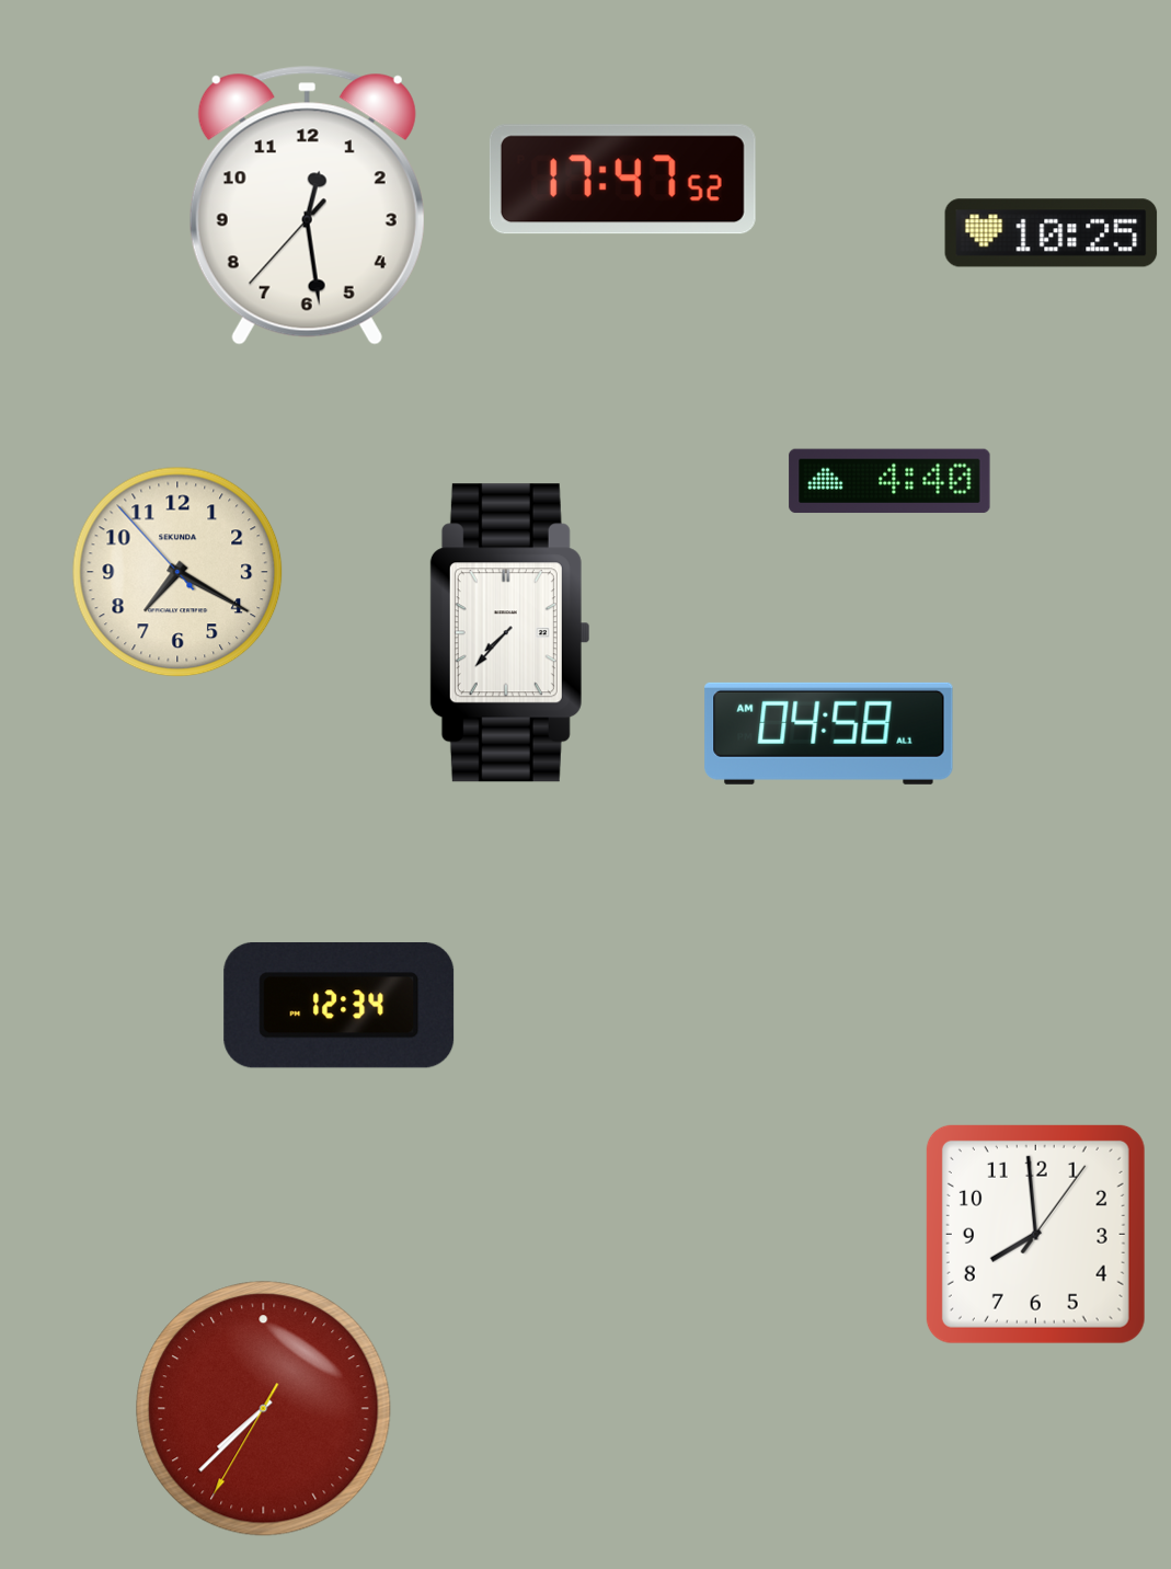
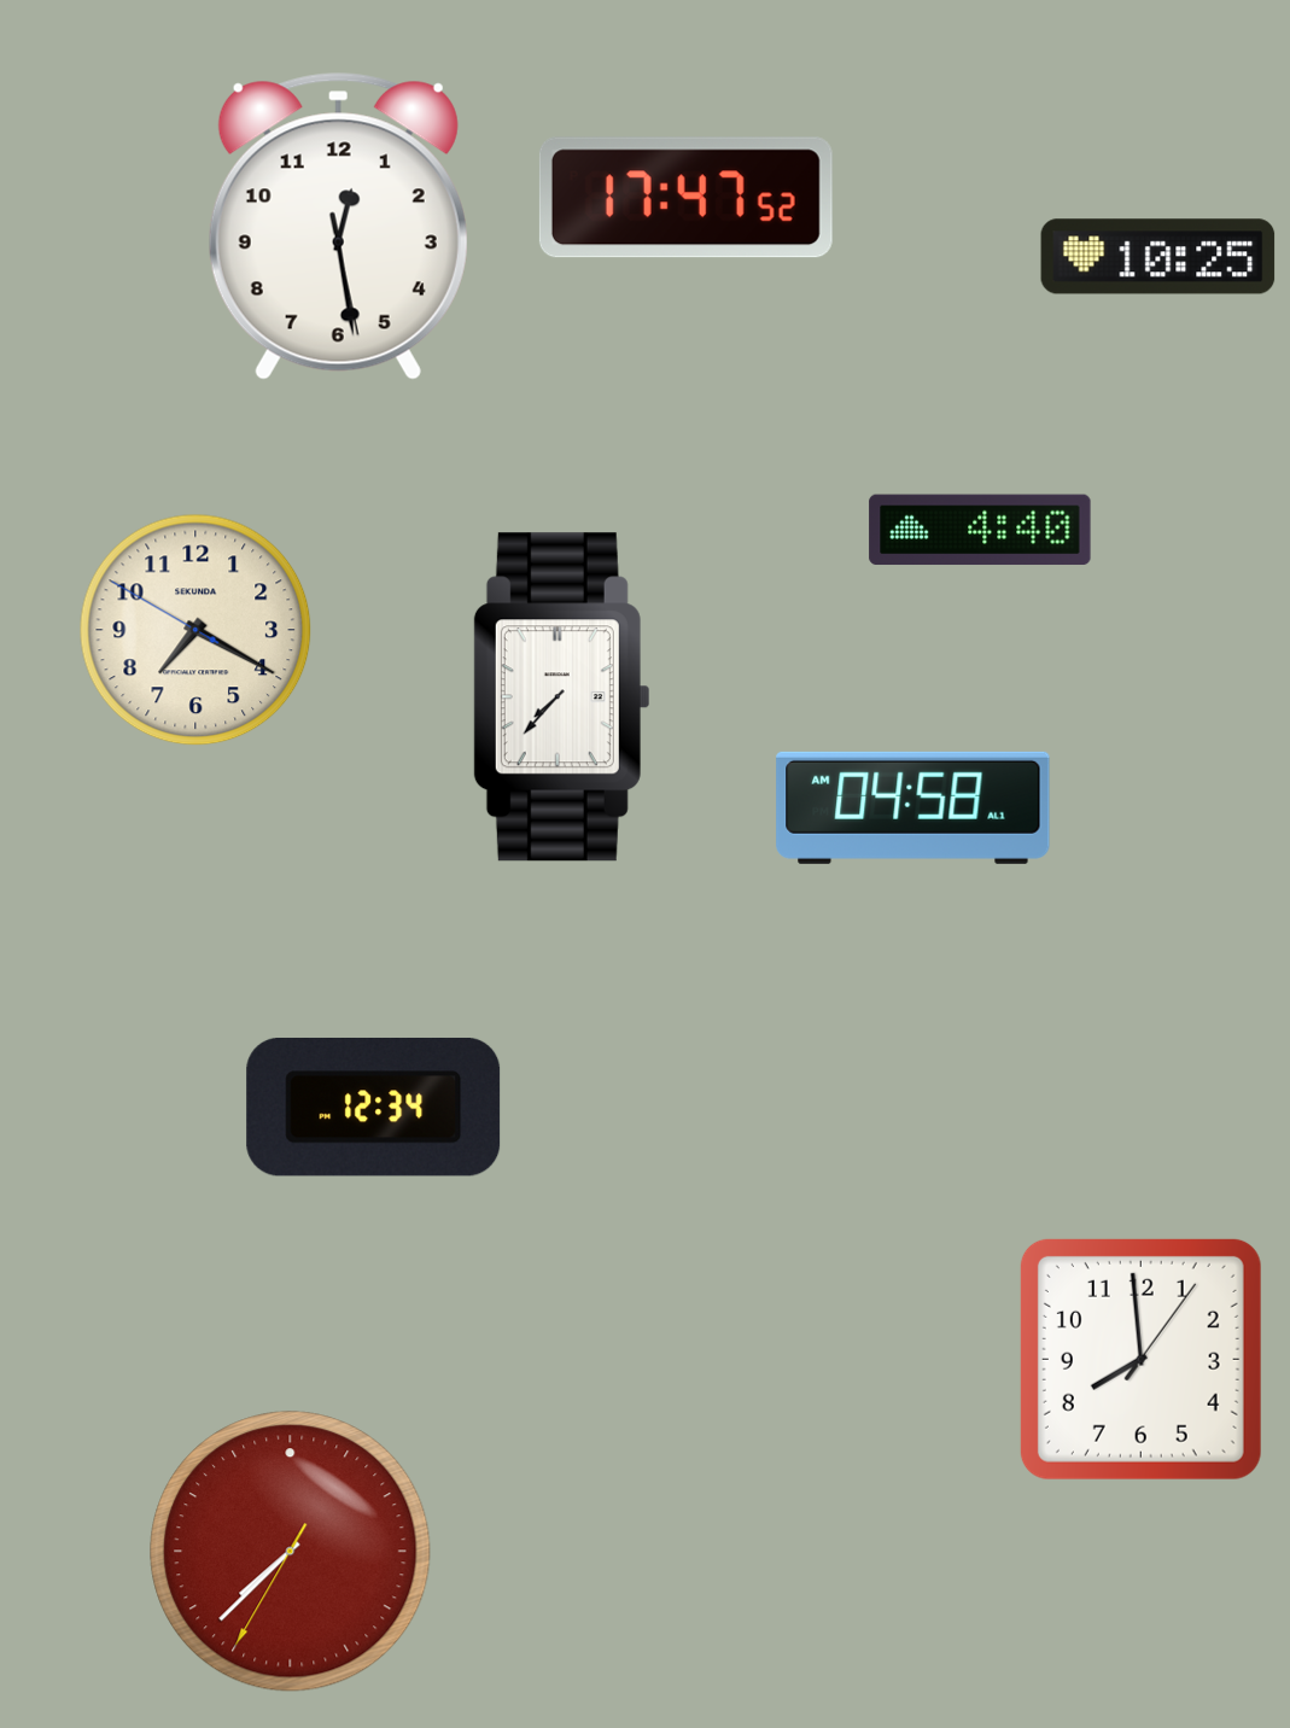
clock at (307, 206): 12:28:37 -> 12:28:28
clock at (177, 572): 7:19:53 -> 7:19:50
